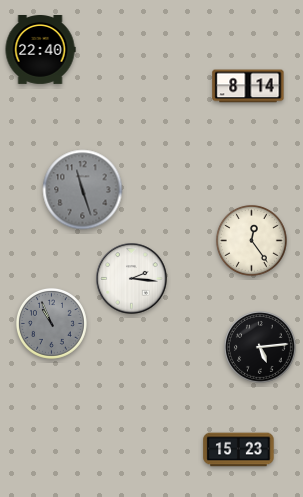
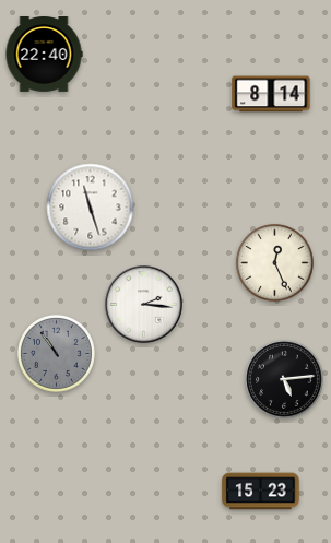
clock at (83, 190) dial: grey -> white
clock at (251, 240): 12:24 -> 12:26
clock at (51, 323): 10:56 -> 10:54
